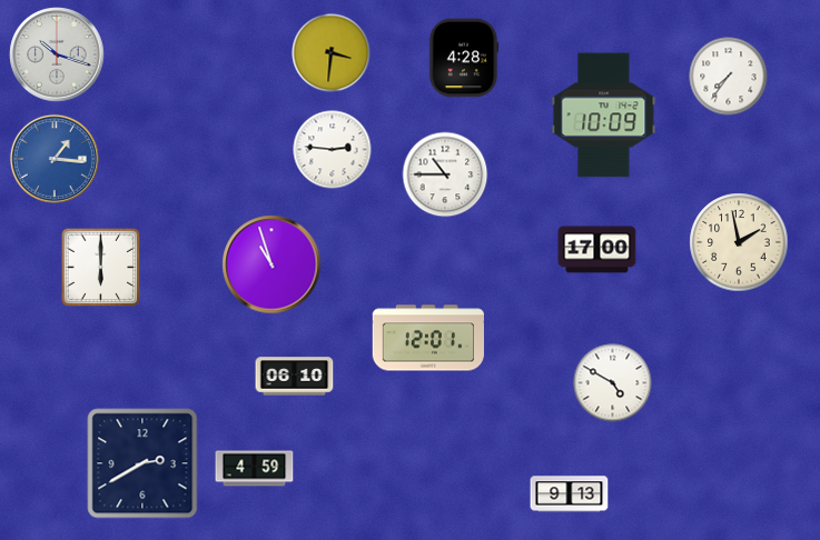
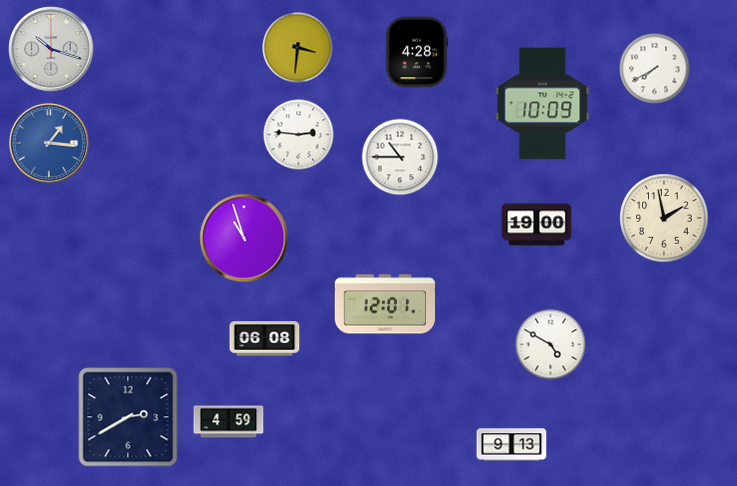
clock at (729, 77): 7:36 -> 7:40
clock at (597, 250): 17:00 -> 19:00
clock at (101, 268): 6:00 -> none
clock at (295, 377): 06:10 -> 06:08
